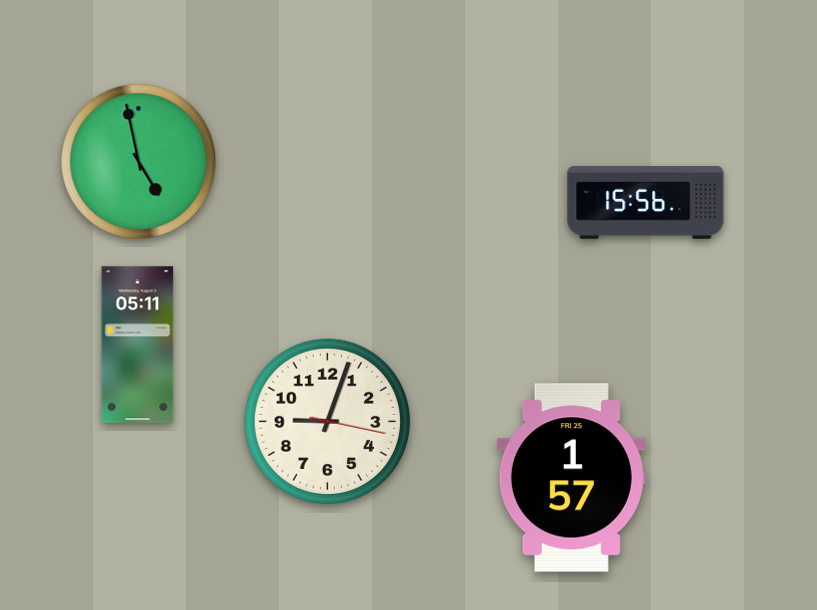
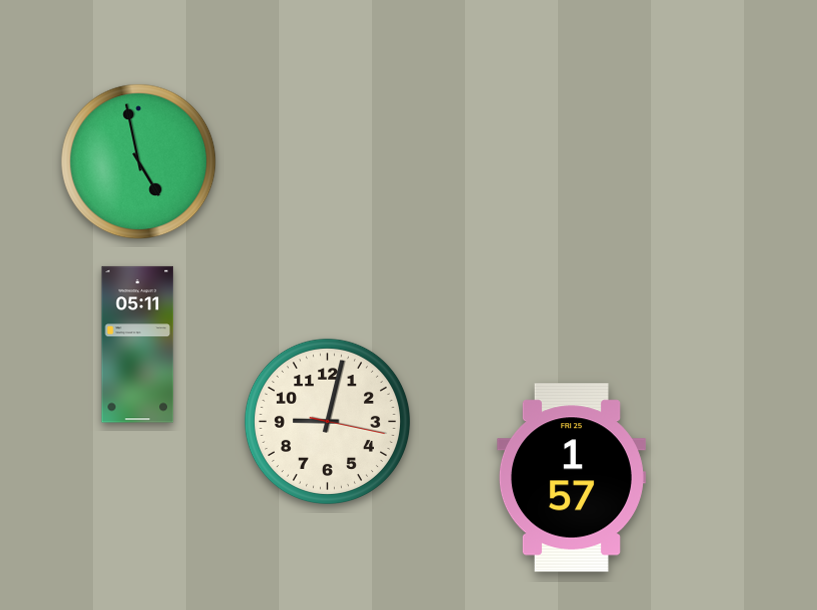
clock at (646, 203): 15:56 -> none
clock at (328, 422): 9:03 -> 9:02
